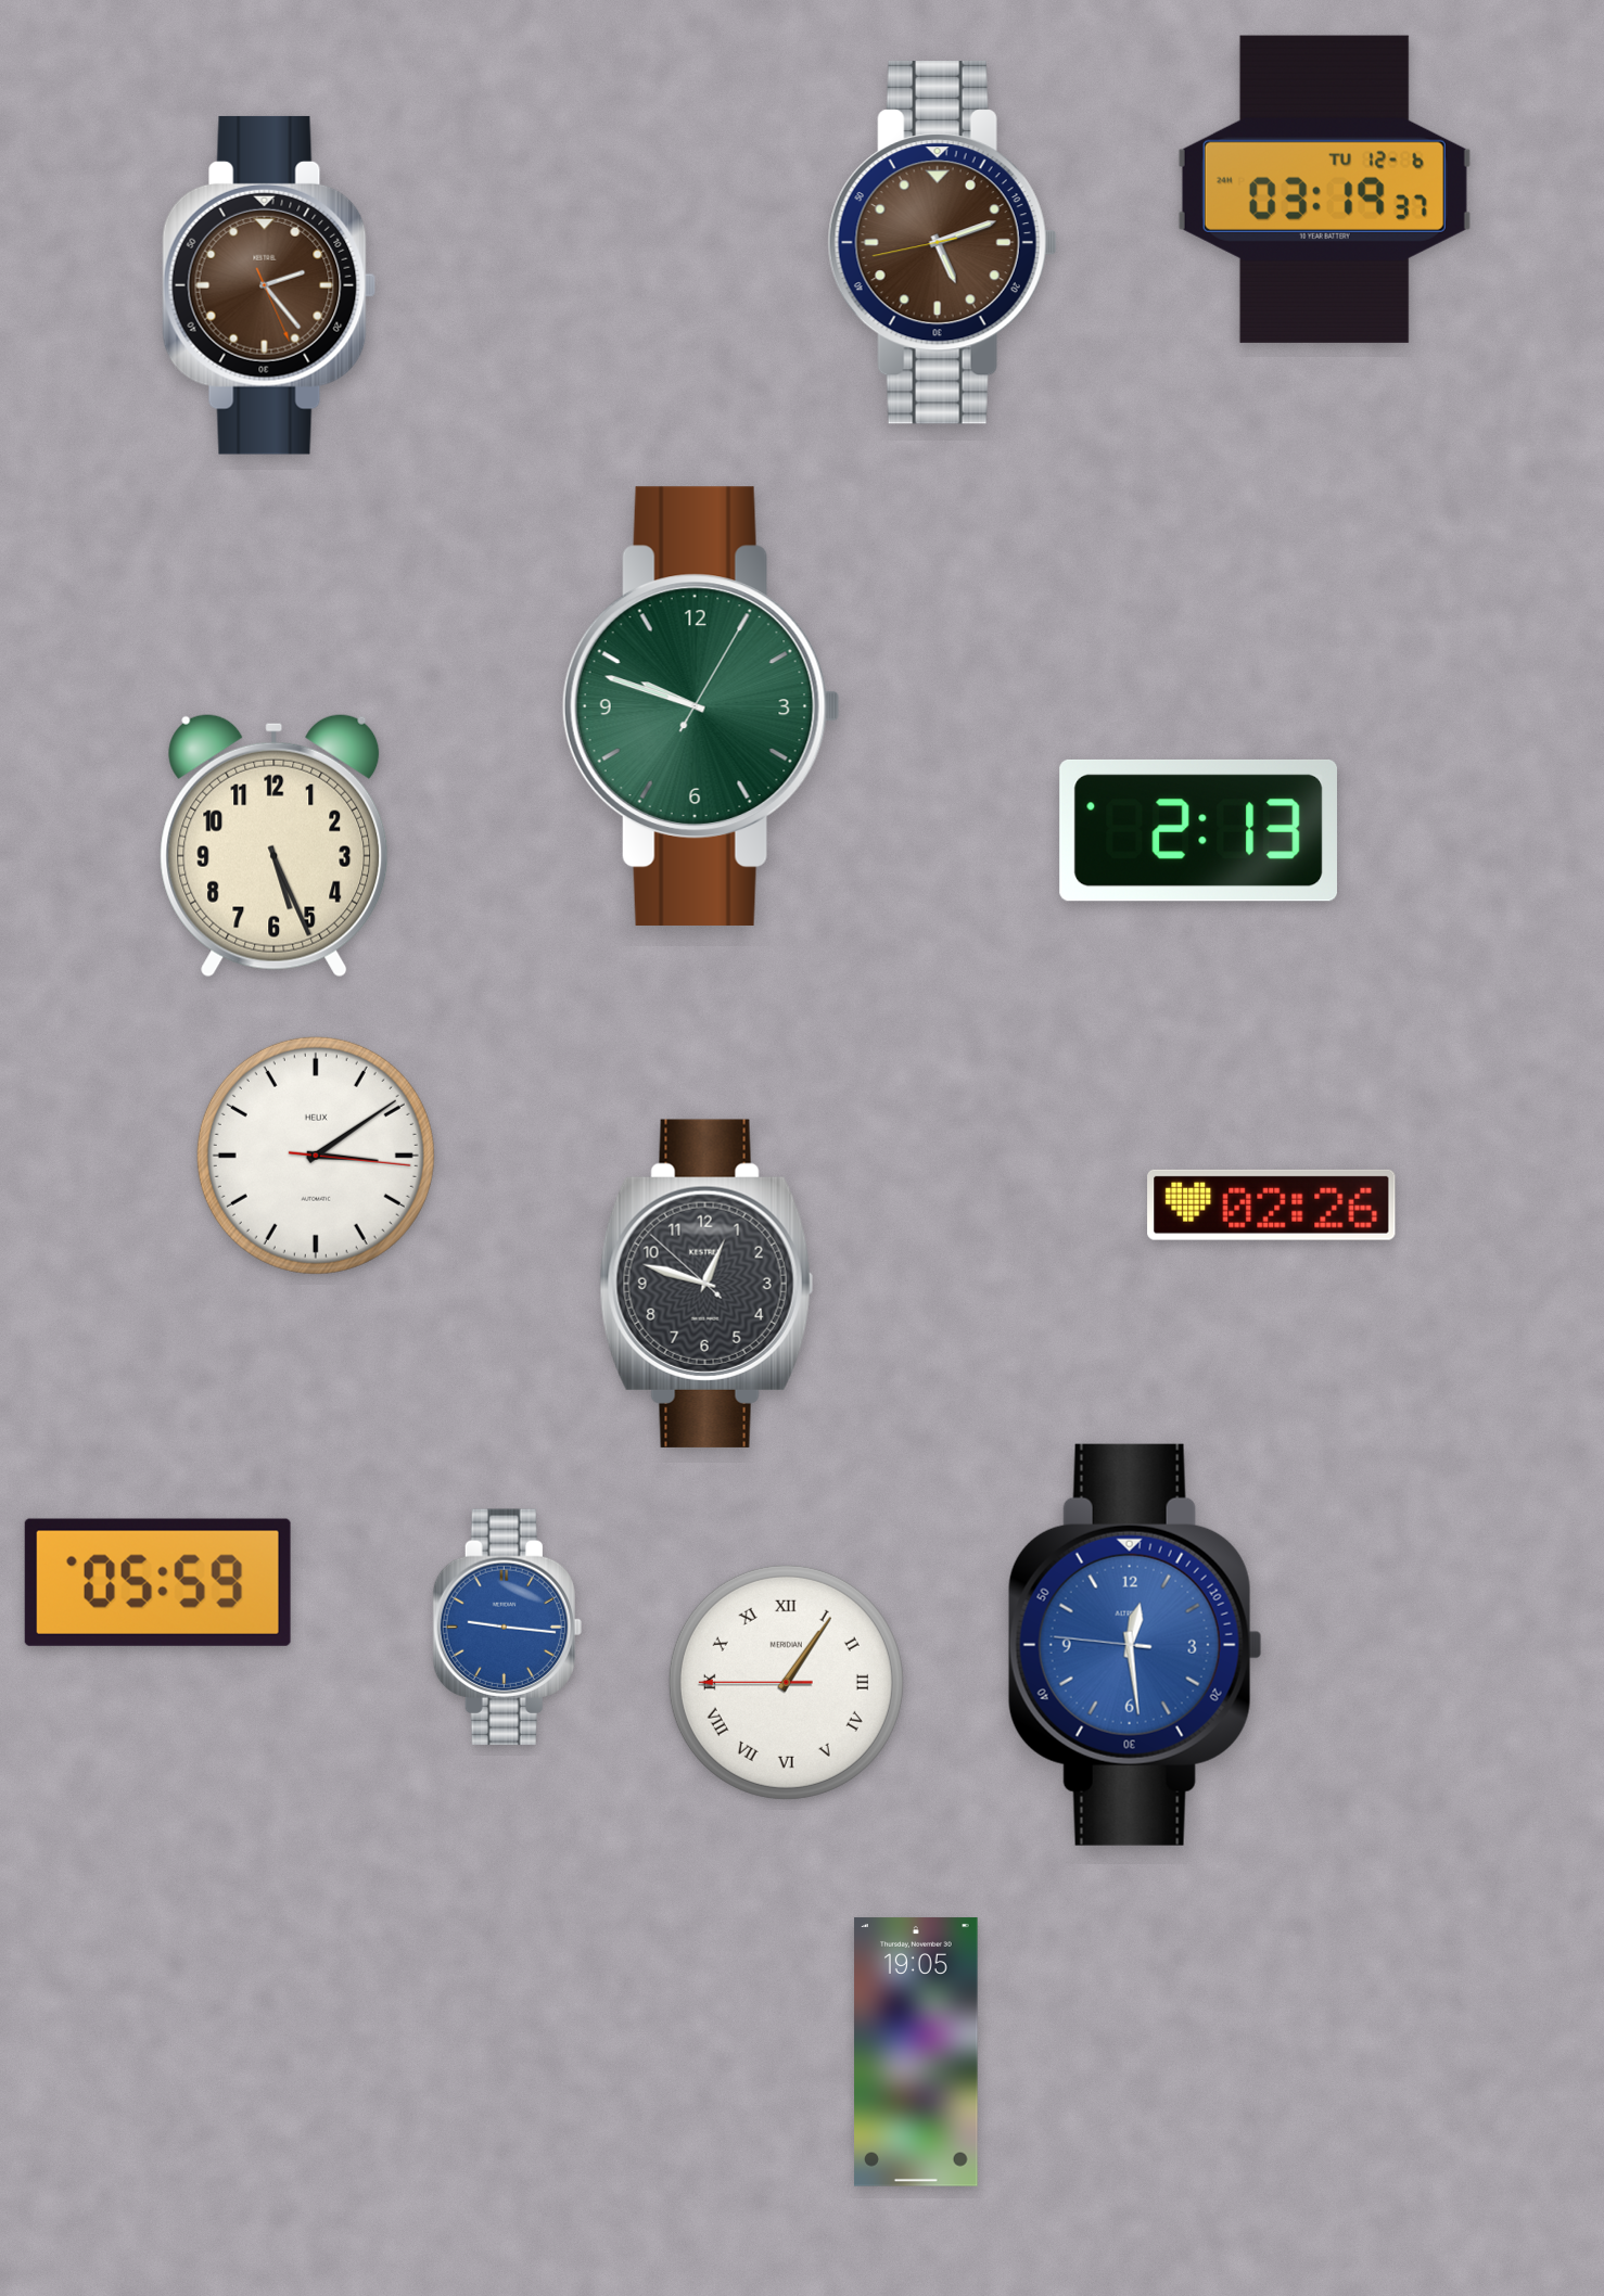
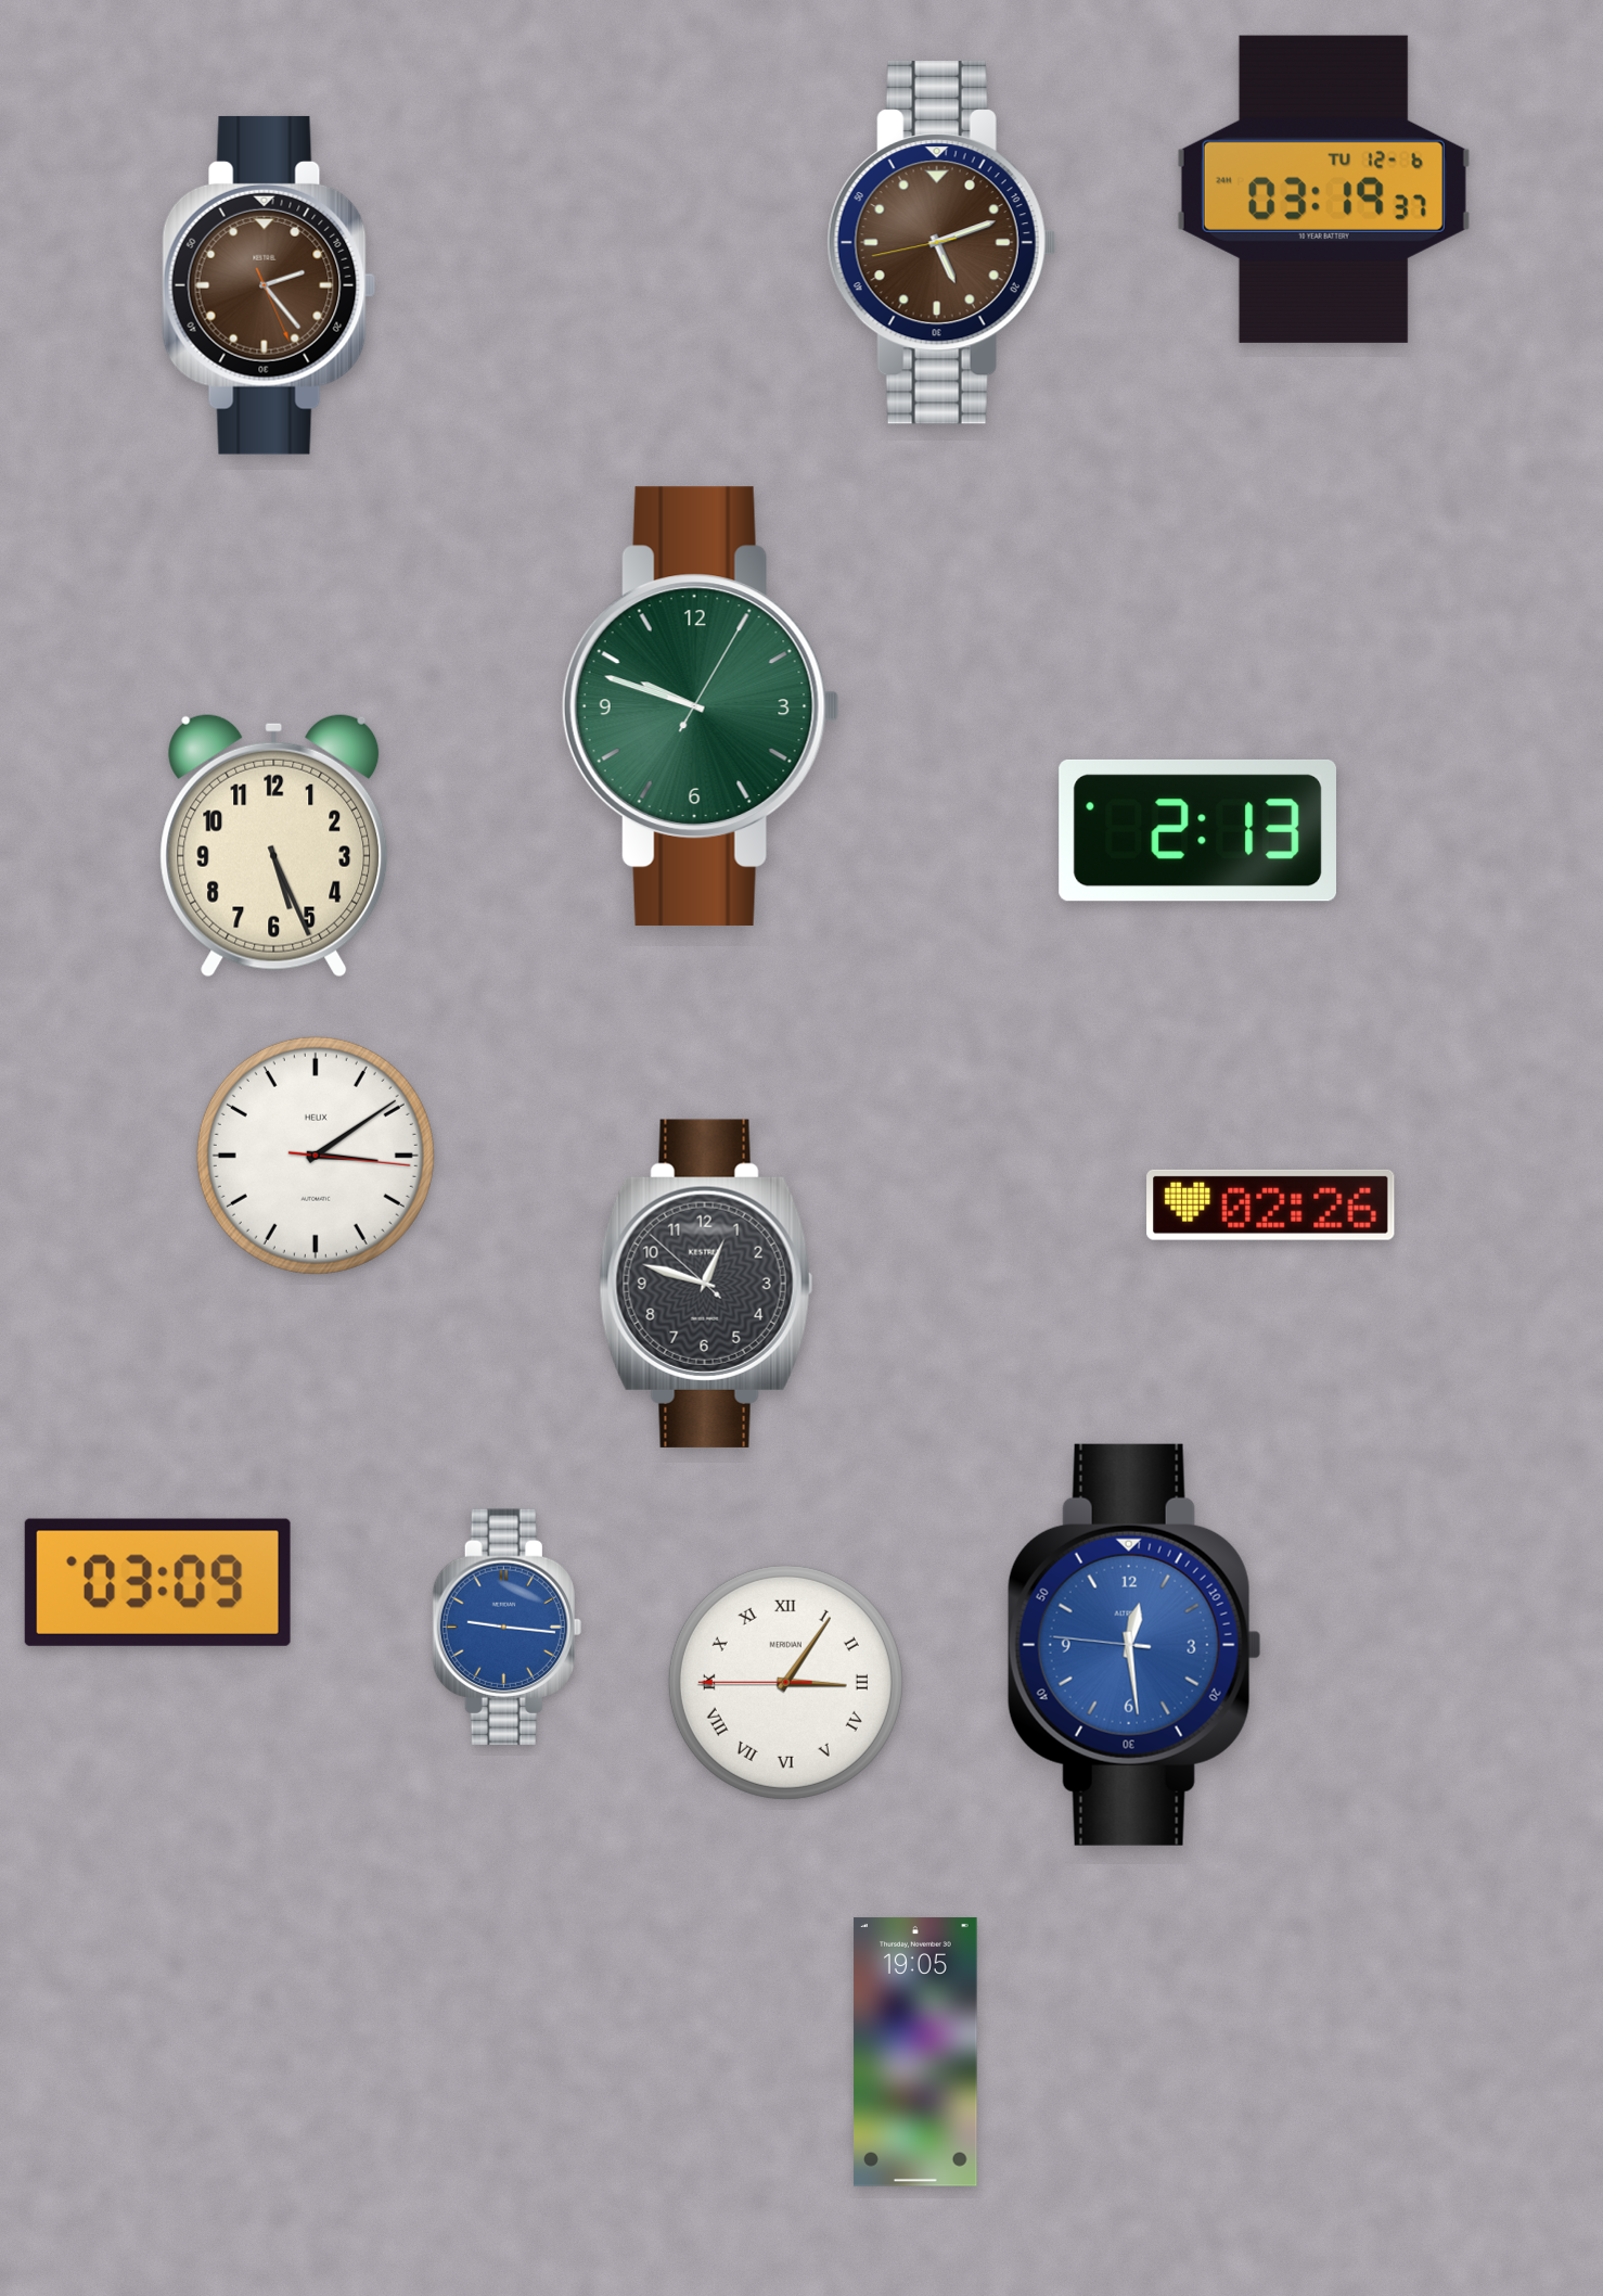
clock at (157, 1582): 05:59 -> 03:09
clock at (786, 1682): 1:05 -> 3:05
